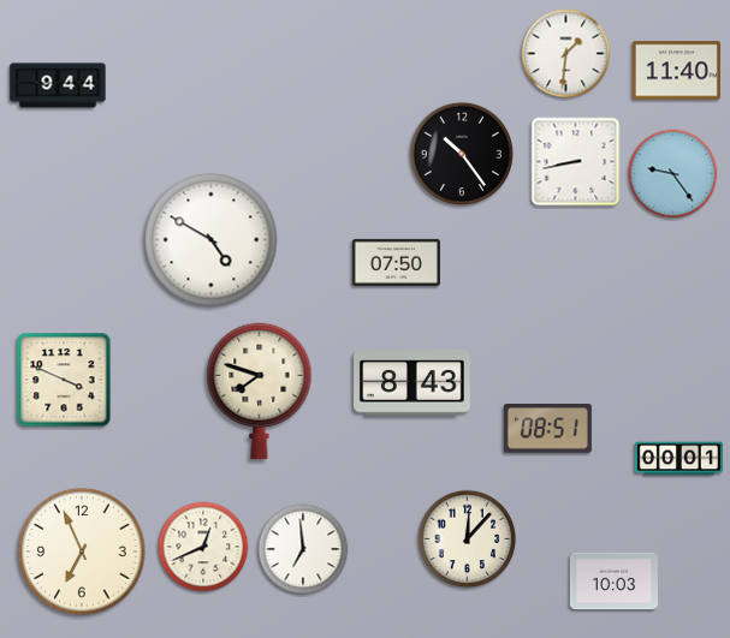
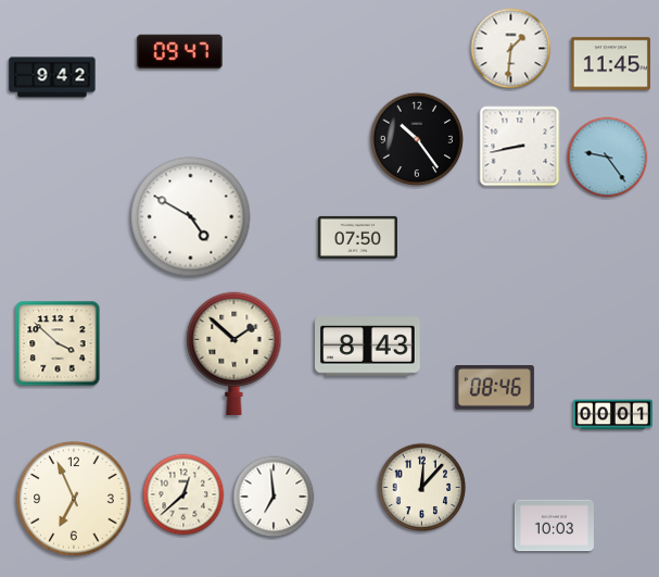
clock at (180, 52): none -> 09:47
clock at (676, 71): 11:40 -> 11:45
clock at (58, 85): 9:44 -> 9:42
clock at (64, 380): 3:49 -> 3:52
clock at (413, 383) position: (413, 383) -> (368, 347)
clock at (260, 390): 7:48 -> 1:52
clock at (547, 429): 08:51 -> 08:46
clock at (203, 547): 12:41 -> 12:38
